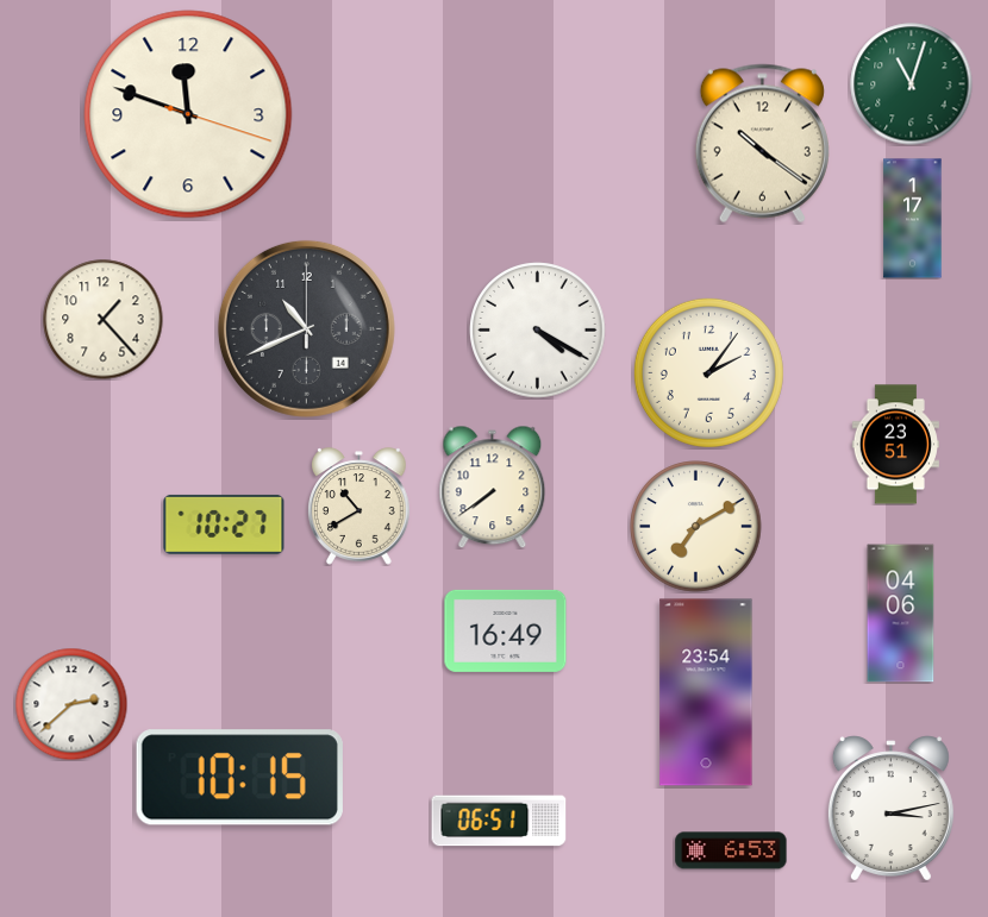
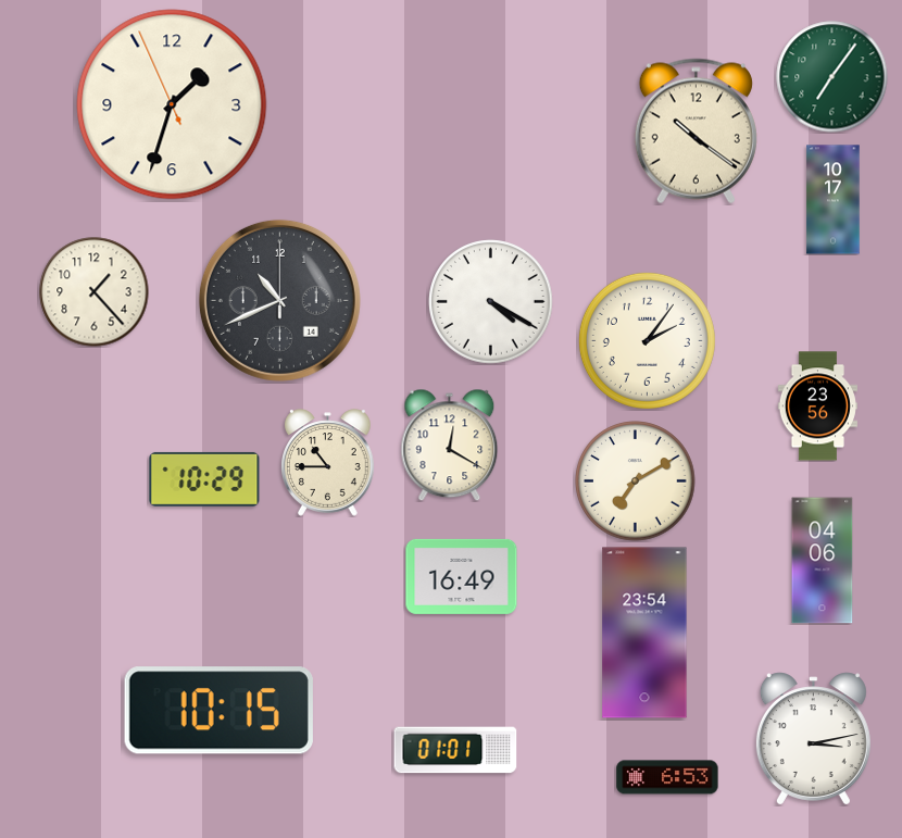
clock at (912, 84): 11:03 -> 7:06
clock at (188, 114): 11:48 -> 1:32
clock at (913, 219): 1:17 -> 10:17
clock at (895, 445): 23:51 -> 23:56
clock at (493, 486): 7:39 -> 12:20
clock at (359, 507): 10:40 -> 10:45
clock at (224, 525): 10:27 -> 10:29
clock at (71, 704): 2:38 -> none
clock at (499, 821): 06:51 -> 01:01
